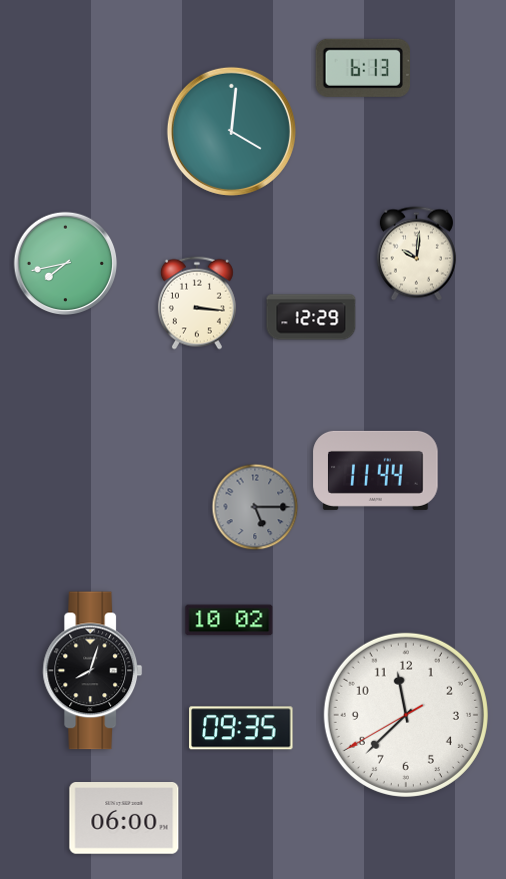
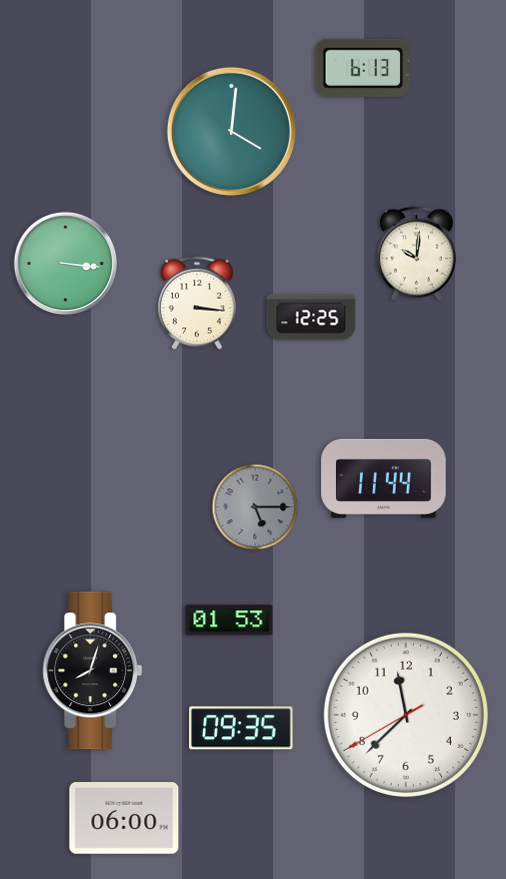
clock at (66, 264): 7:43 -> 3:16
clock at (311, 317): 12:29 -> 12:25
clock at (376, 470) position: (376, 470) -> (384, 478)
clock at (229, 620): 10:02 -> 01:53
